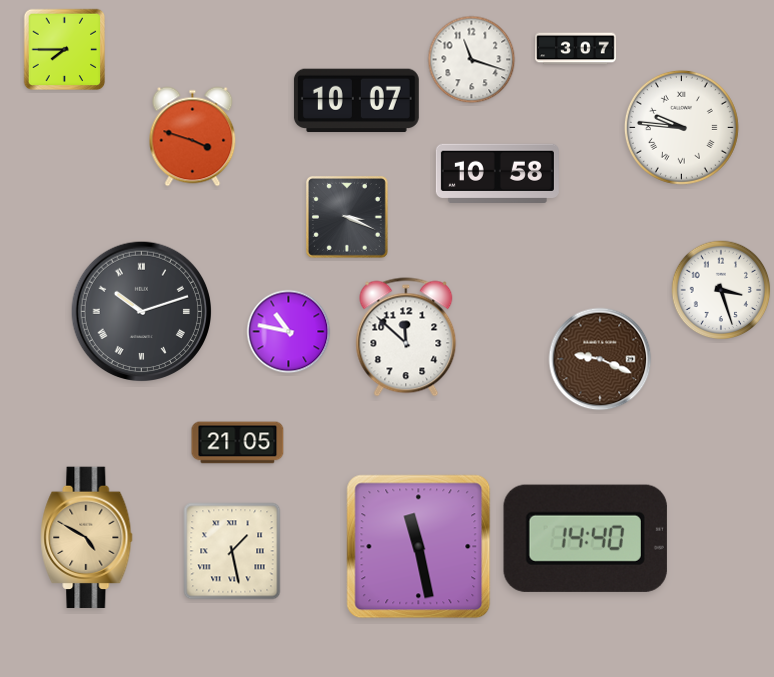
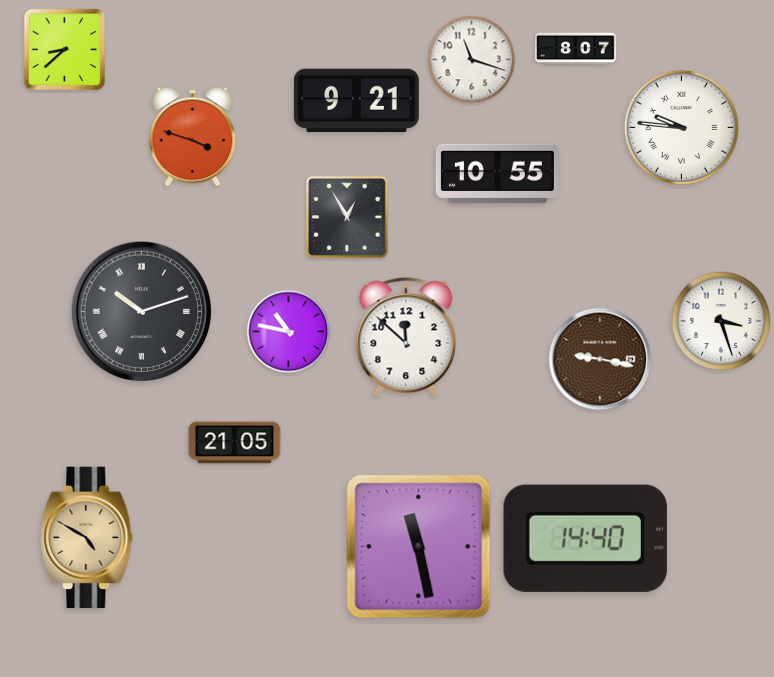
clock at (576, 49): 3:07 -> 8:07
clock at (65, 50): 7:45 -> 8:38
clock at (356, 101): 10:07 -> 9:21
clock at (497, 173): 10:58 -> 10:55
clock at (347, 217): 3:19 -> 12:55
clock at (721, 290) position: (721, 290) -> (721, 321)
clock at (600, 359): 9:19 -> 9:17
clock at (238, 443) position: (238, 443) -> (235, 443)
clock at (232, 551): 1:28 -> none
